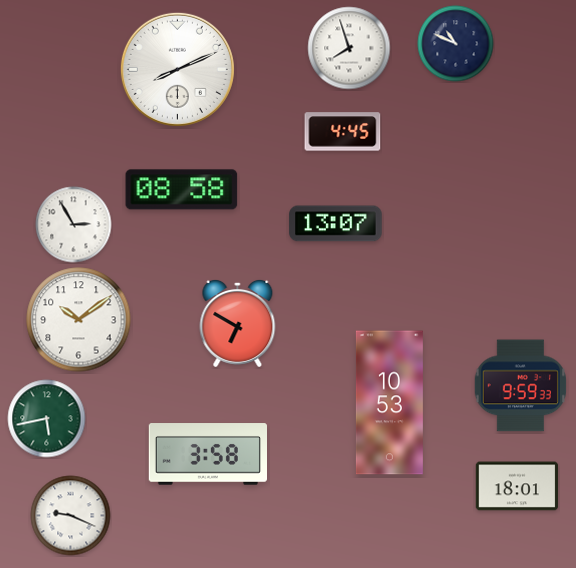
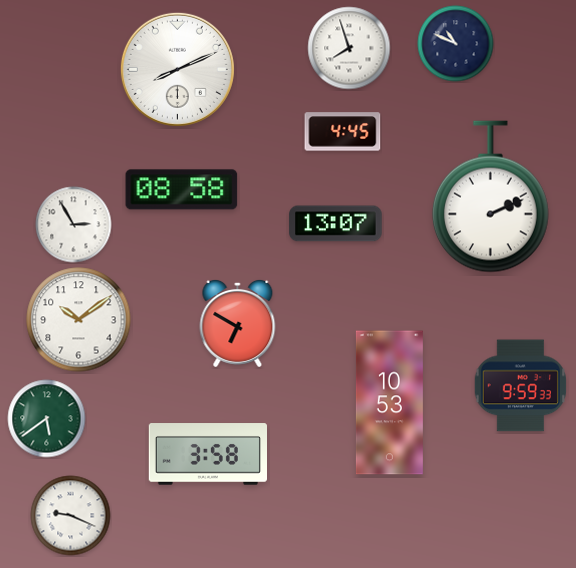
clock at (490, 197): none -> 2:11
clock at (47, 419): 5:43 -> 5:39
clock at (517, 486): 18:01 -> none
